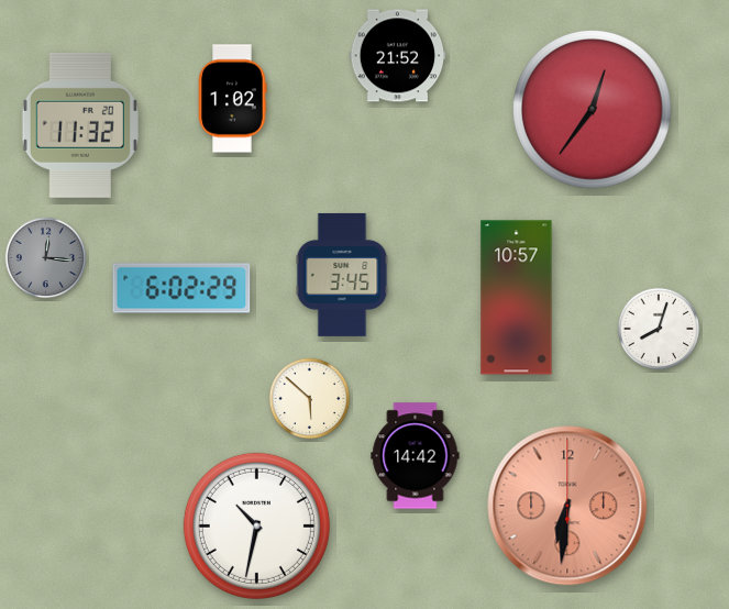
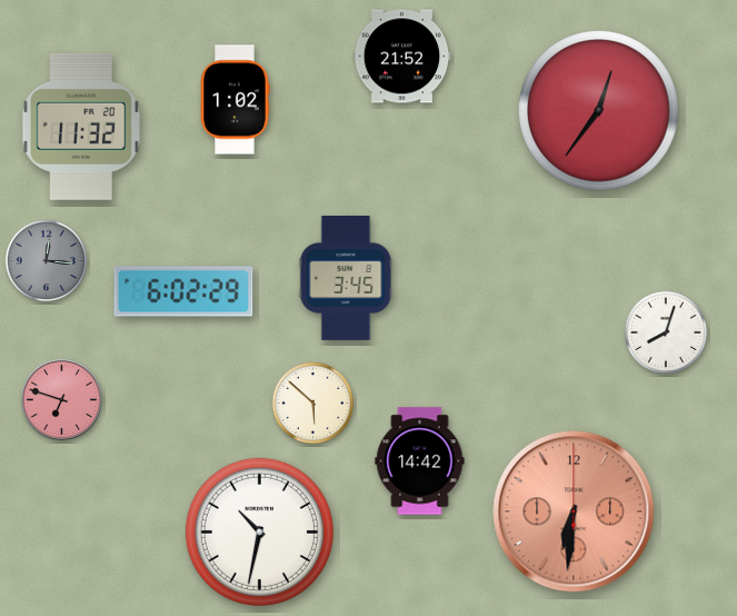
clock at (517, 298): 10:57 -> none
clock at (61, 399): none -> 6:48
